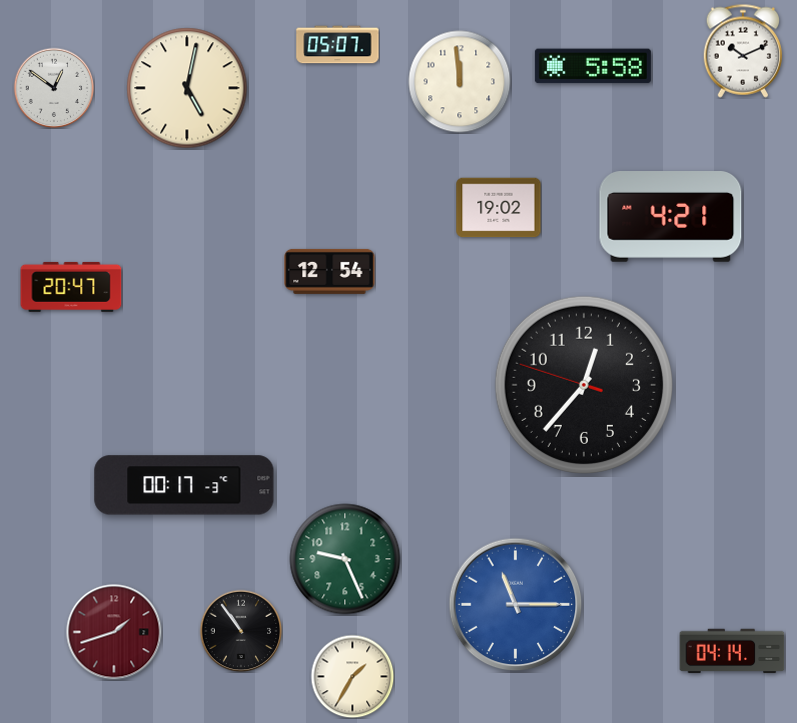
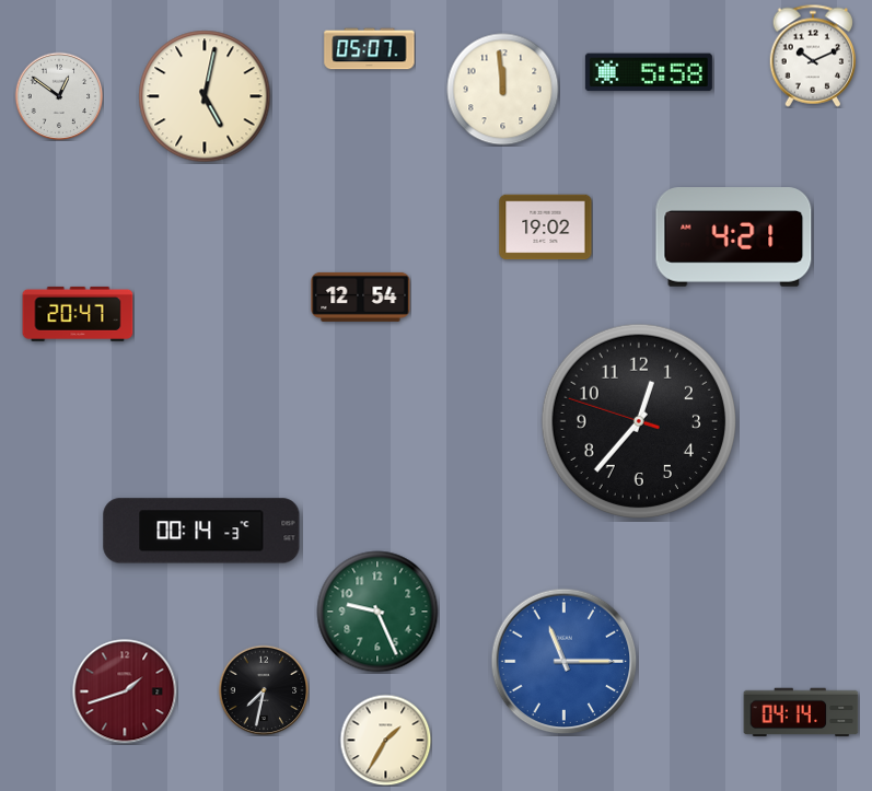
clock at (184, 485): 00:17 -> 00:14
clock at (241, 631): 10:54 -> 7:32
